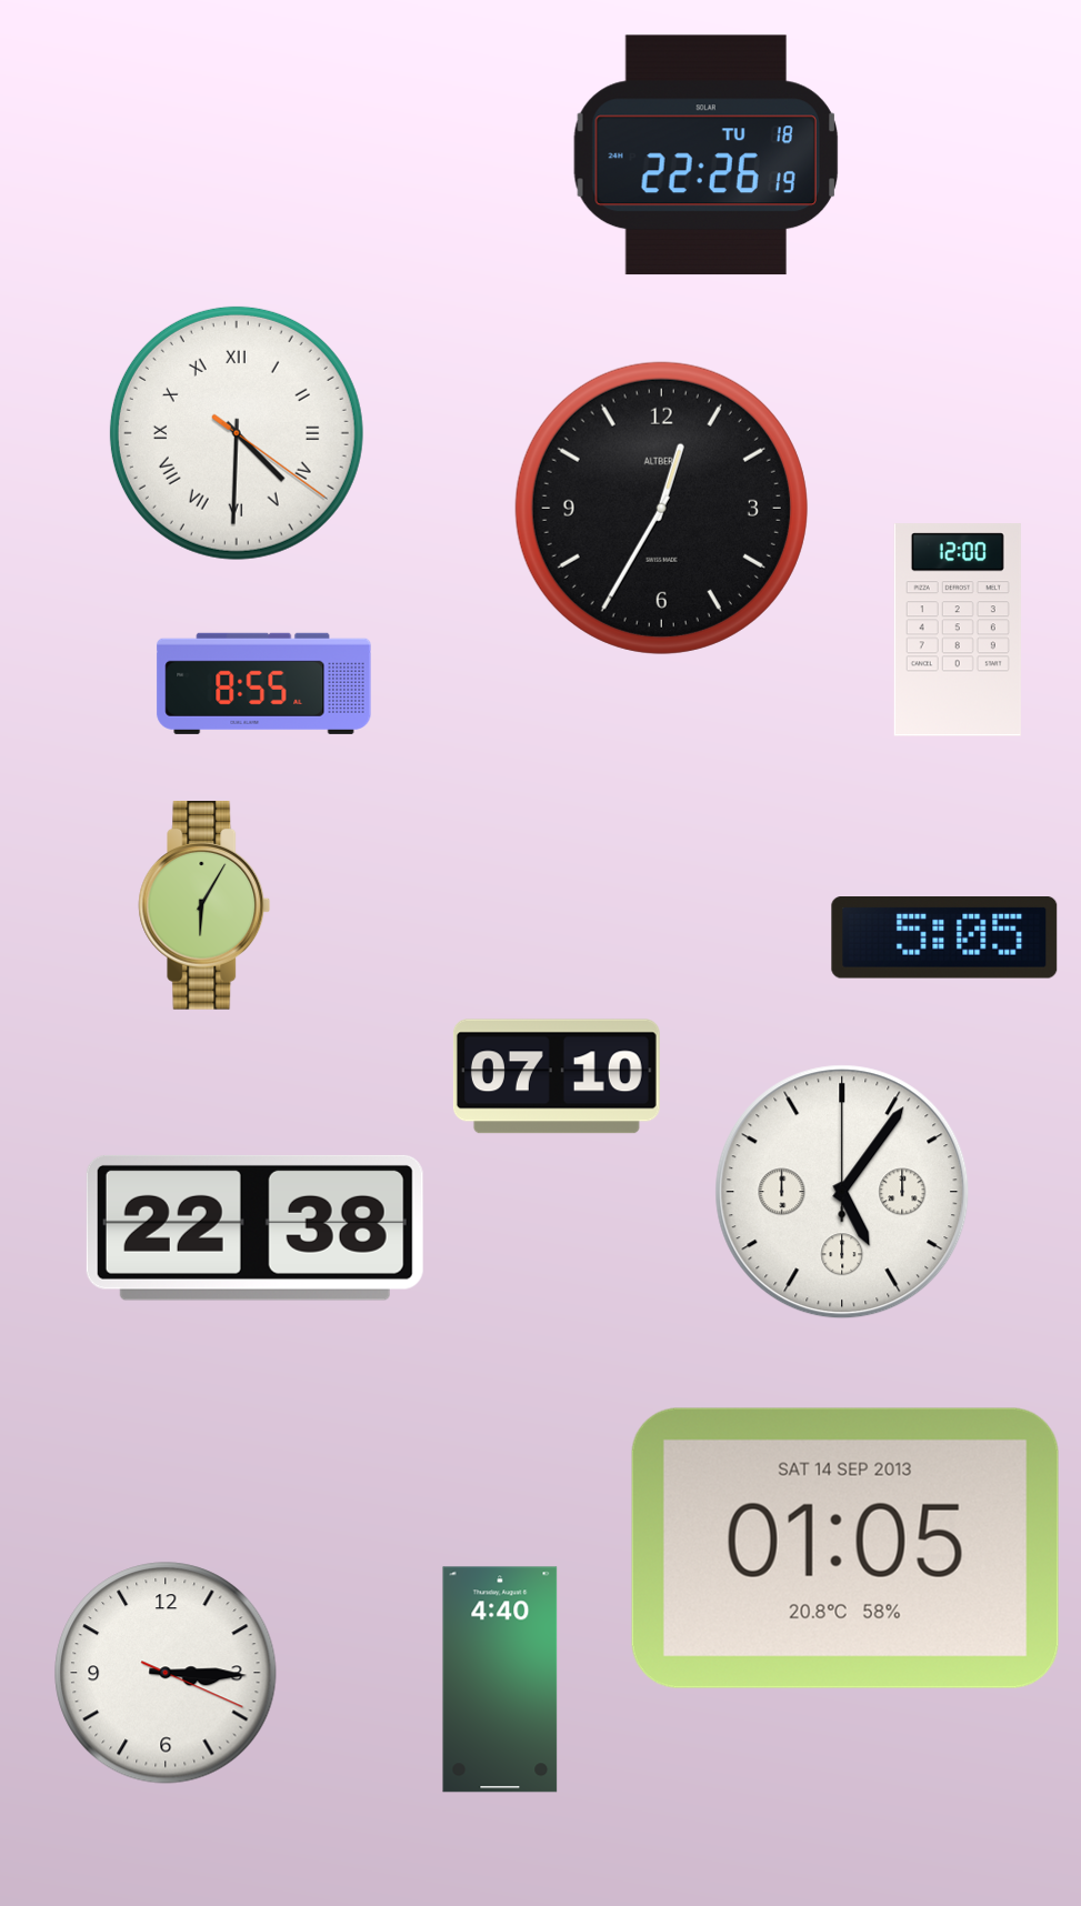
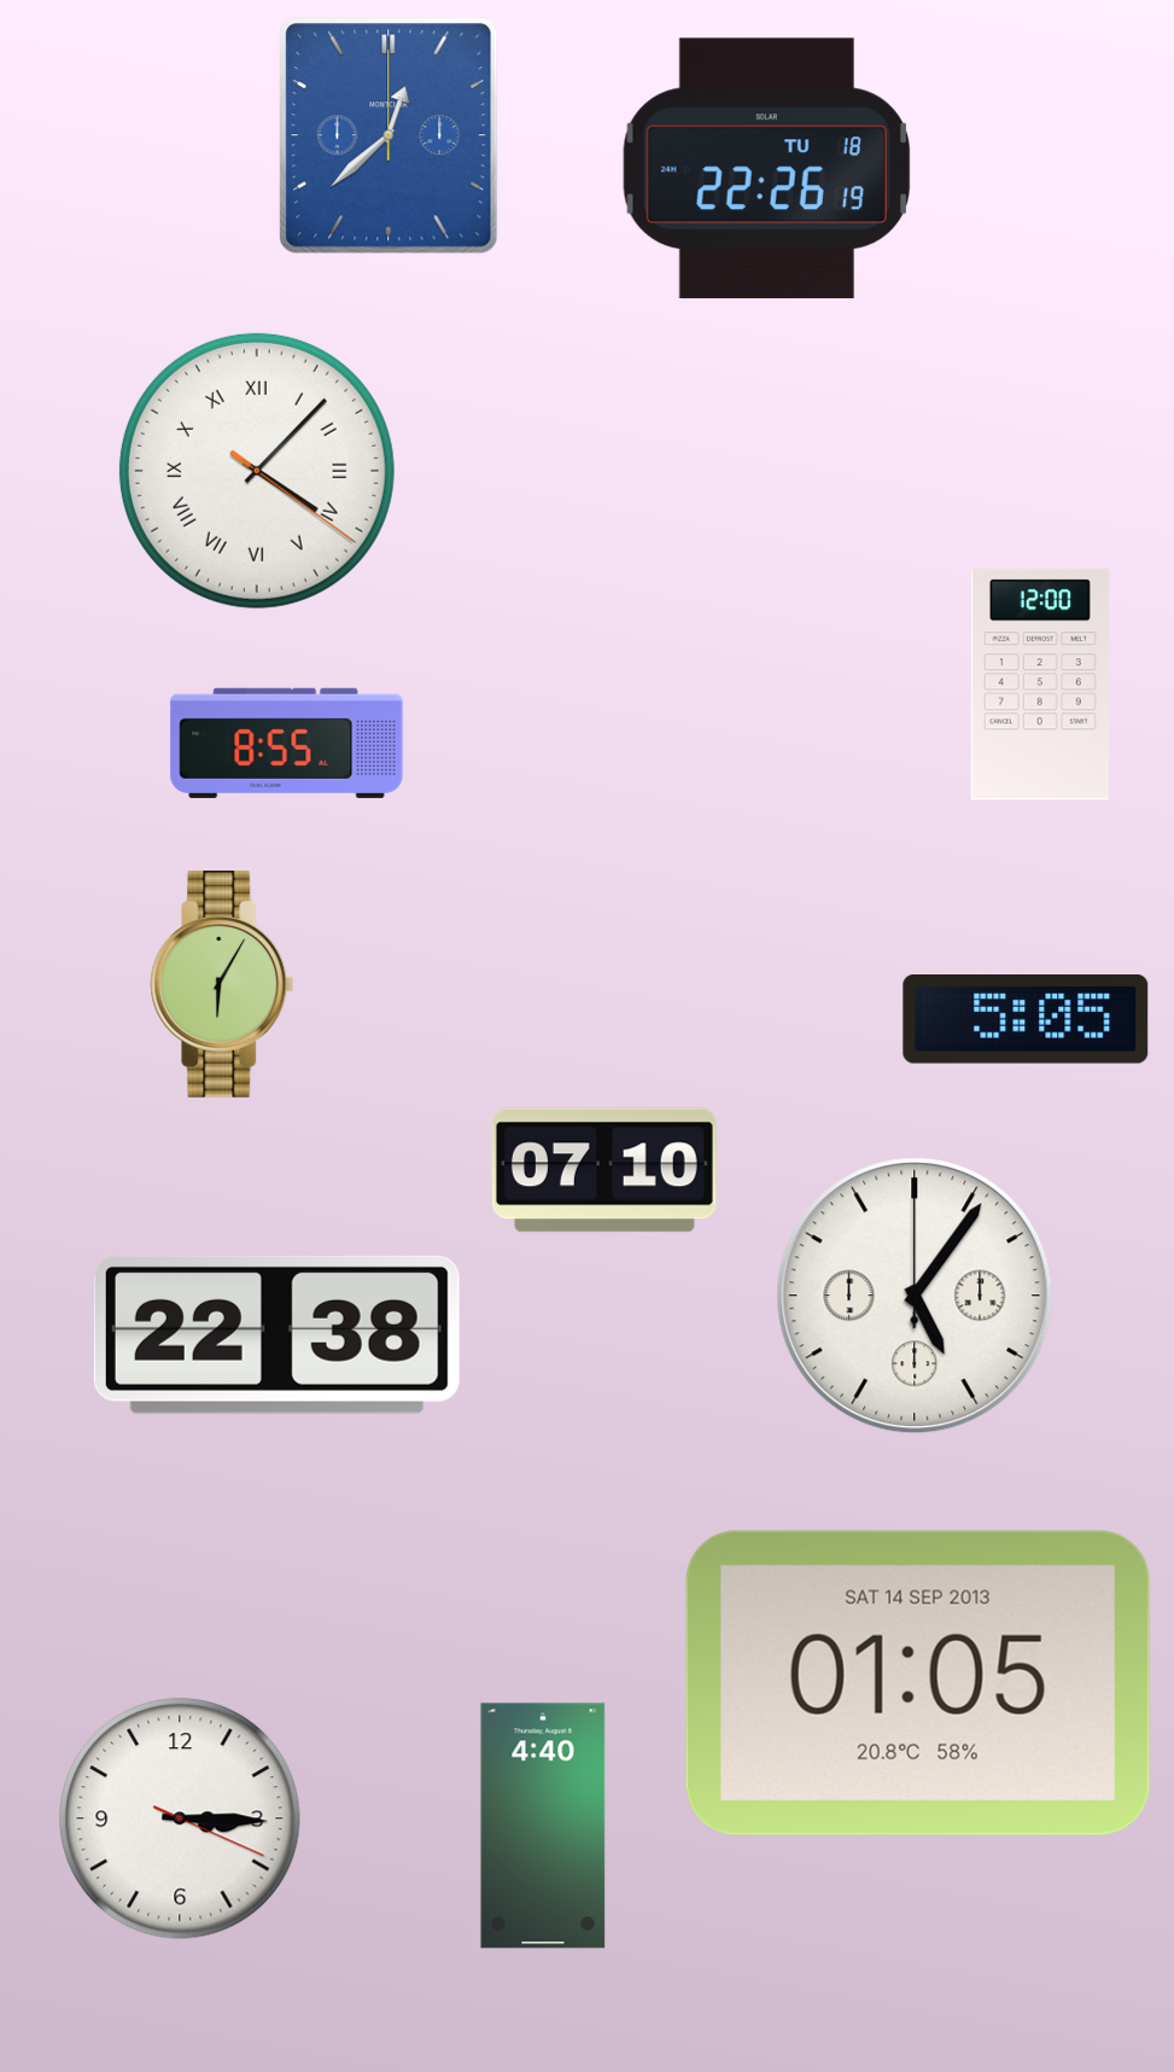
clock at (389, 135): none -> 12:38
clock at (237, 433): 4:30 -> 4:07
clock at (661, 508): 12:35 -> none
